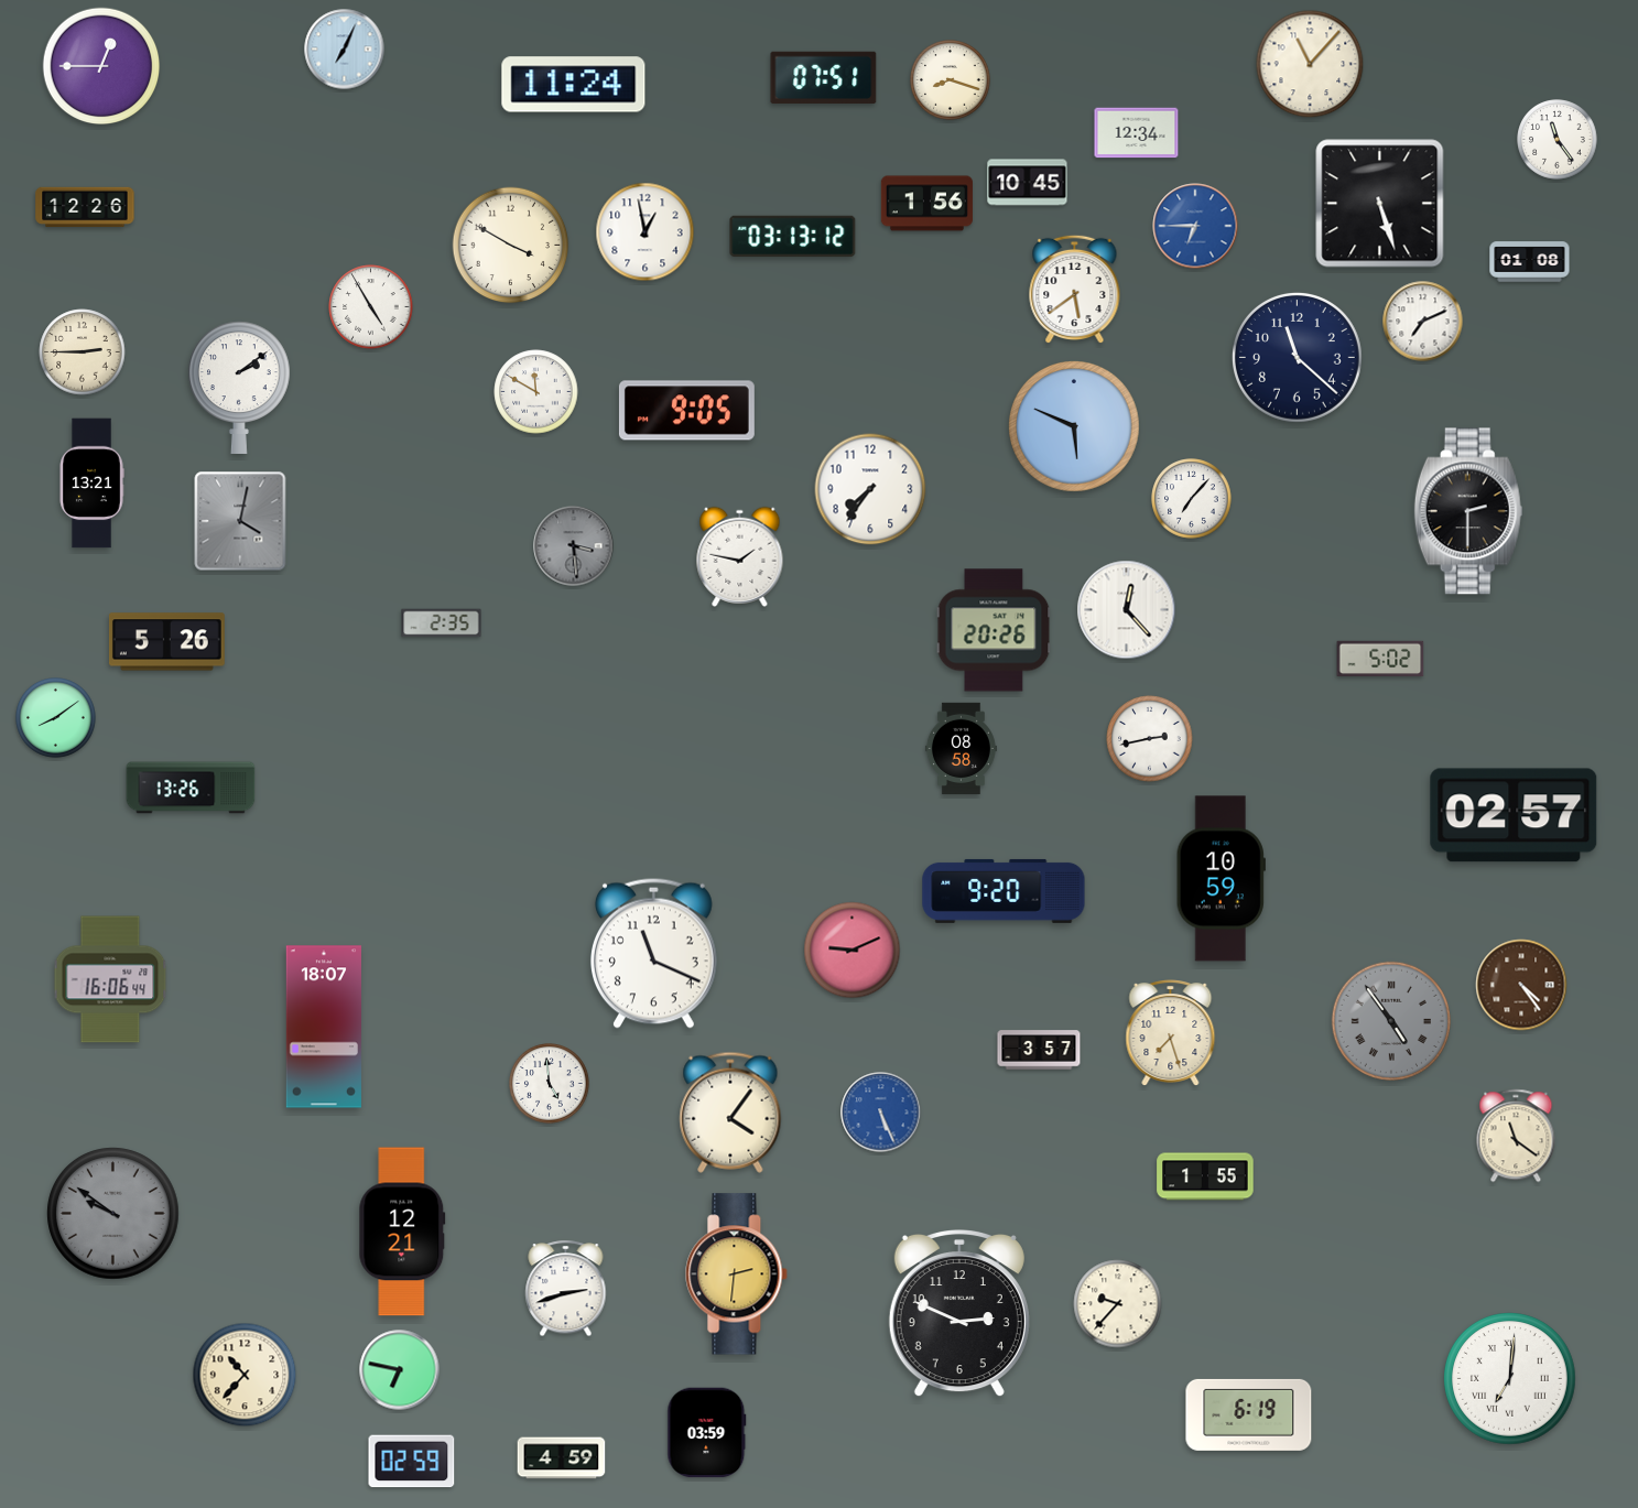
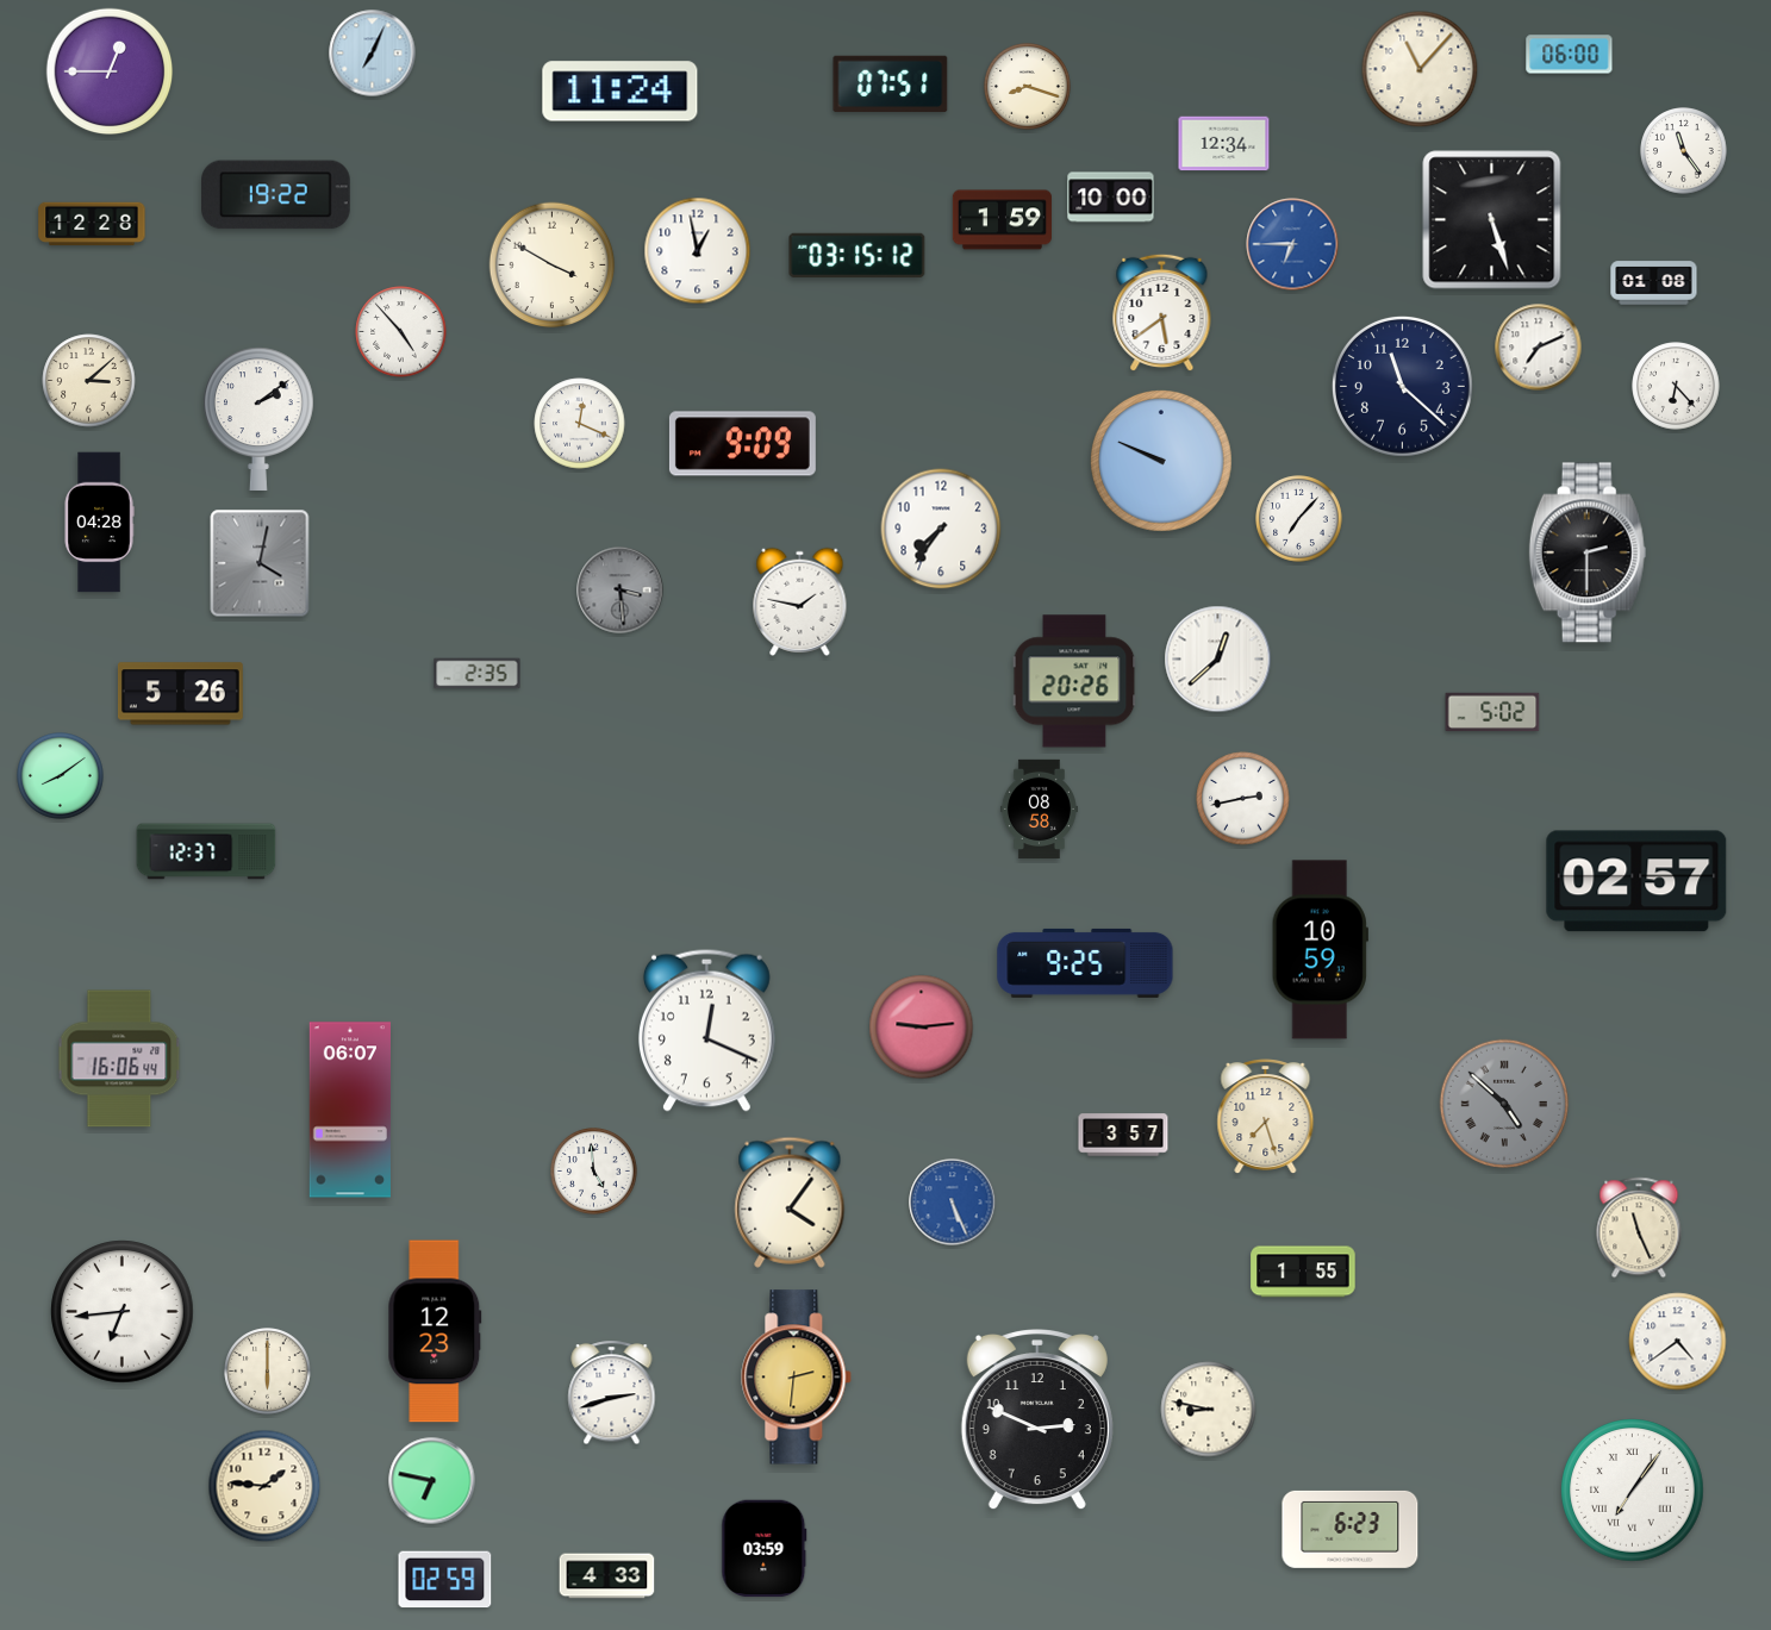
clock at (1570, 55): none -> 06:00
clock at (1310, 64) position: (1310, 64) -> (1420, 69)
clock at (1137, 133) position: (1137, 133) -> (1224, 144)
clock at (276, 195): none -> 19:22
clock at (1028, 183): 10:45 -> 10:00
clock at (926, 204): 1:56 -> 1:59
clock at (85, 207): 12:26 -> 12:28
clock at (793, 237): 03:13 -> 03:15
clock at (371, 307): 4:55 -> 4:53
clock at (83, 352): 2:45 -> 3:08
clock at (1676, 386): none -> 6:23
clock at (536, 392): 11:50 -> 12:19
clock at (686, 411): 9:05 -> 9:09
clock at (1075, 427): 5:49 -> 9:49
clock at (91, 484): 13:21 -> 04:28
clock at (1192, 499) position: (1192, 499) -> (1299, 519)
clock at (1127, 610): 12:23 -> 12:38
clock at (191, 788): 13:26 -> 12:37
clock at (1004, 891): 9:20 -> 9:25
clock at (853, 951): 9:11 -> 9:14
clock at (653, 953): 11:19 -> 12:19
clock at (1521, 985): 4:24 -> none
clock at (1390, 1020): 4:54 -> 4:52
clock at (324, 1027): 18:07 -> 06:07
clock at (1516, 1136): 11:21 -> 11:26
clock at (113, 1214): 9:51 -> 6:44
clock at (113, 1214) dial: grey -> white
clock at (402, 1232): 12:21 -> 12:23
clock at (1678, 1342): none -> 4:39
clock at (268, 1372): none -> 6:00
clock at (1118, 1304): 9:37 -> 8:47
clock at (245, 1375): 10:37 -> 1:46
clock at (1510, 1379): 7:01 -> 7:06
clock at (1249, 1414): 6:19 -> 6:23
clock at (562, 1458): 4:59 -> 4:33
